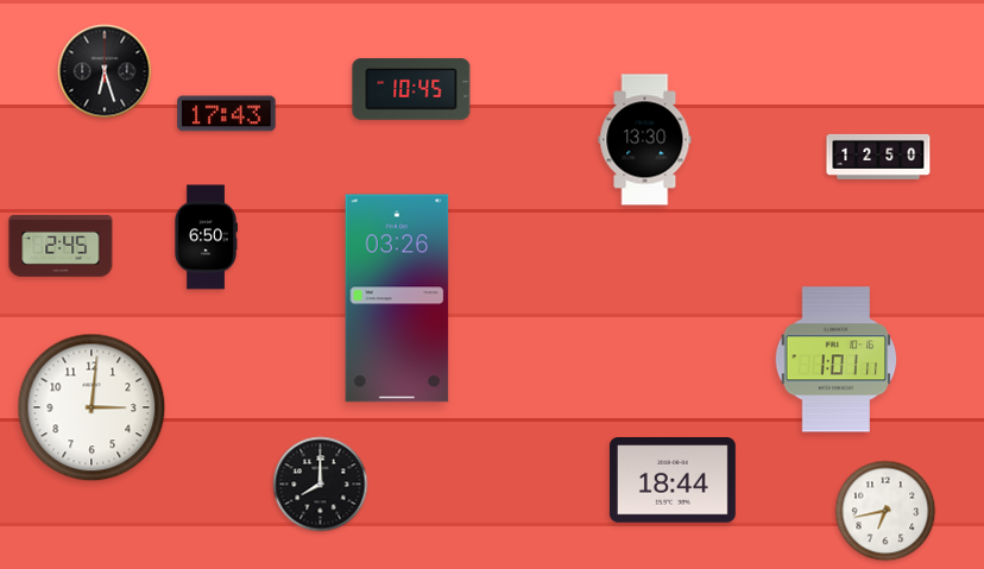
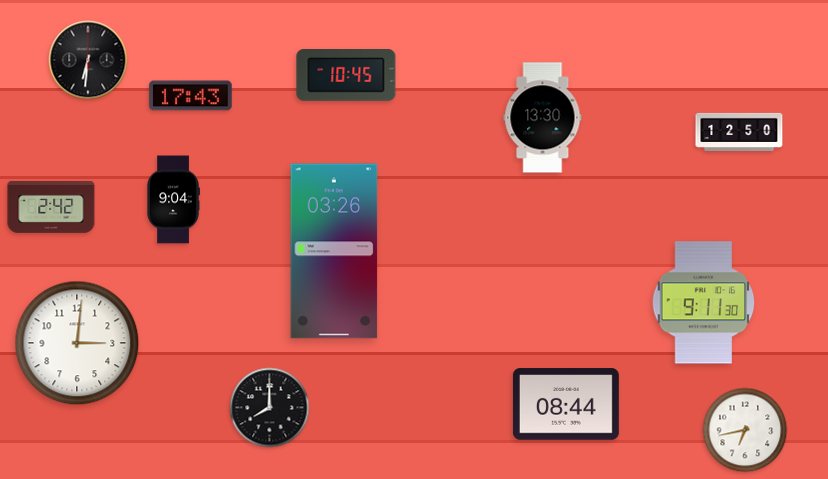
clock at (105, 71): 6:27 -> 6:31
clock at (206, 238): 6:50 -> 9:04
clock at (61, 246): 2:45 -> 2:42
clock at (837, 360): 1:01 -> 9:11
clock at (673, 480): 18:44 -> 08:44
